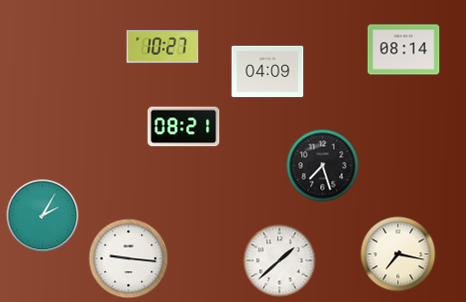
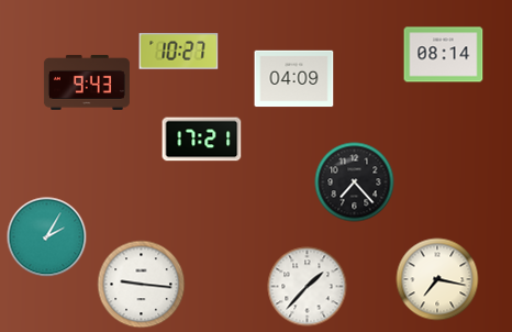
clock at (87, 82): none -> 9:43
clock at (184, 127): 08:21 -> 17:21
clock at (323, 166): 7:27 -> 7:23
clock at (280, 261): 1:38 -> 1:37
